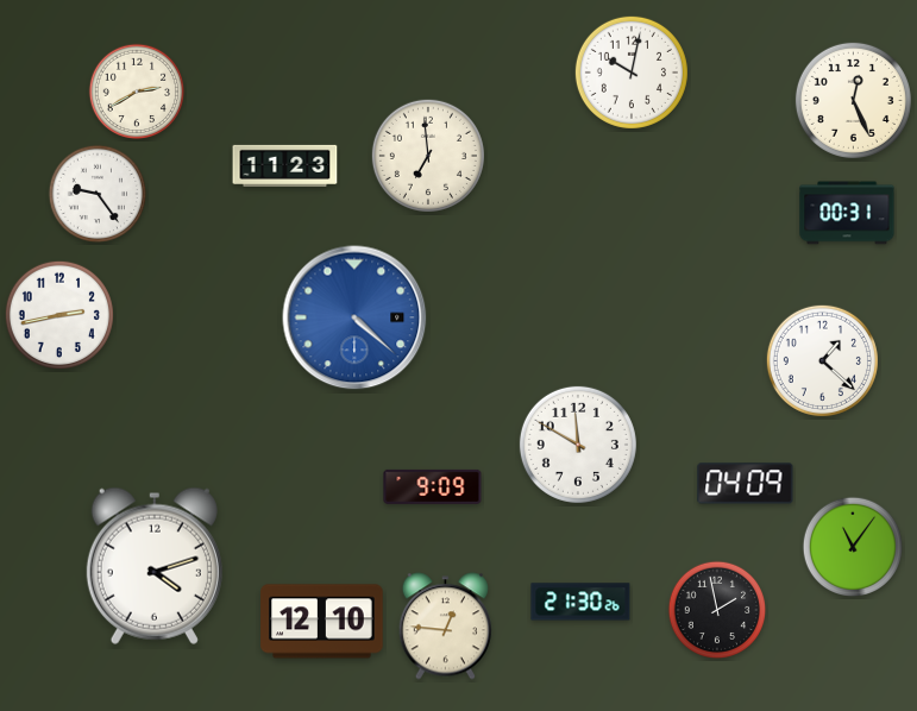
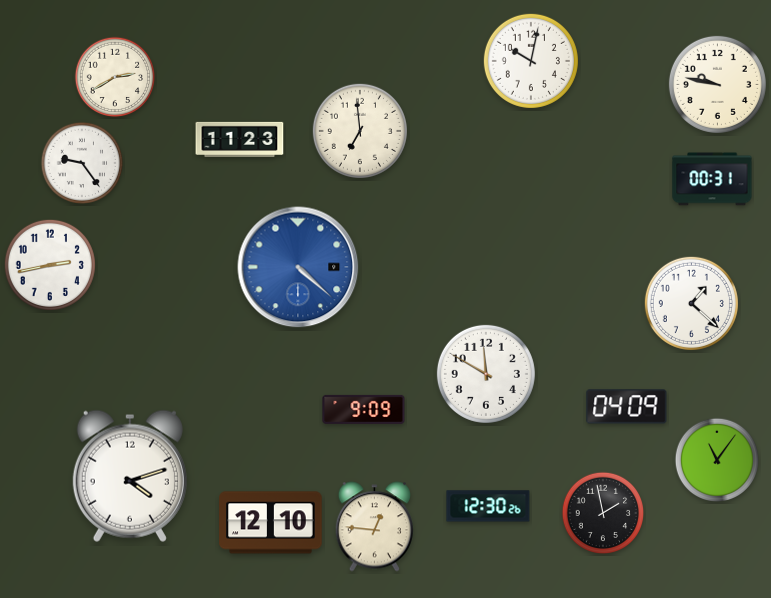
clock at (853, 100): 12:26 -> 9:47
clock at (580, 602): 21:30 -> 12:30
